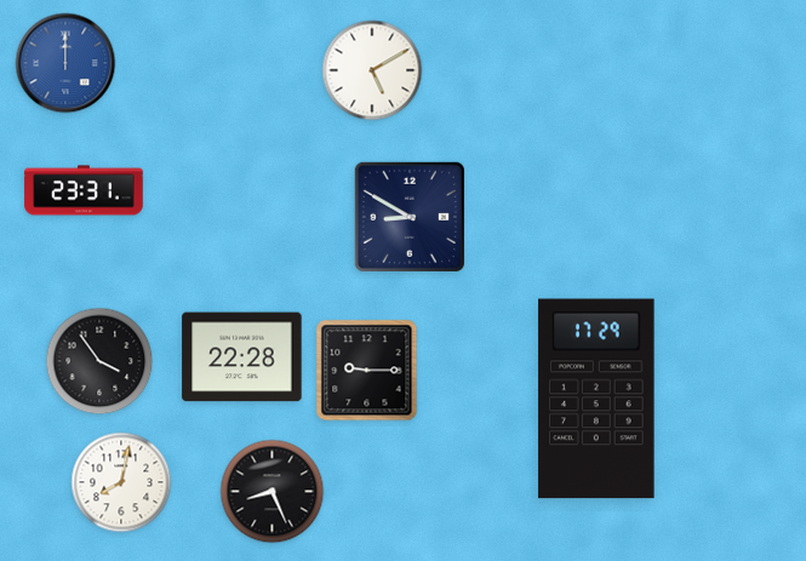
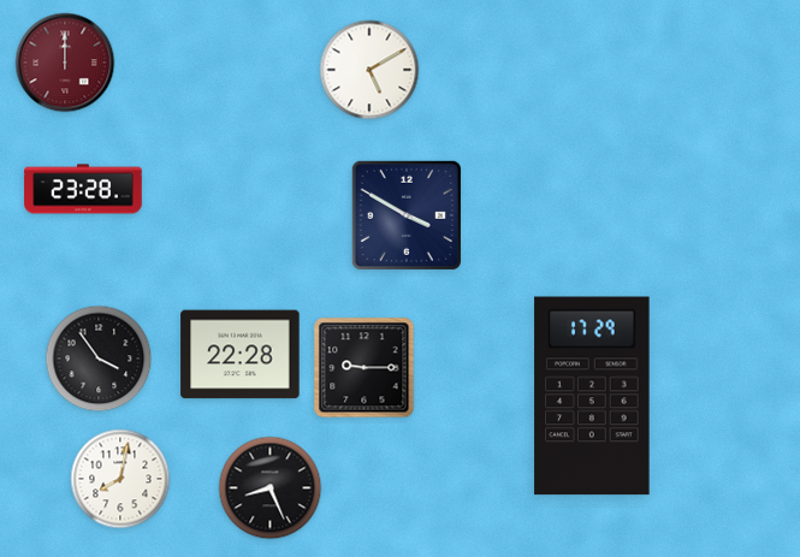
clock at (65, 63) dial: blue -> burgundy
clock at (84, 190): 23:31 -> 23:28
clock at (410, 217): 8:50 -> 3:50
